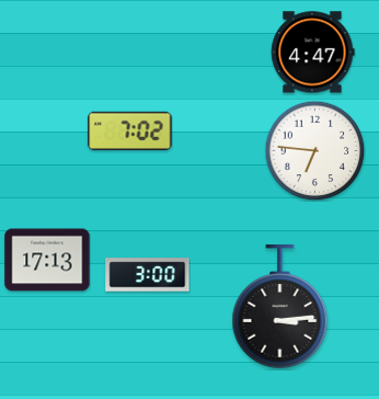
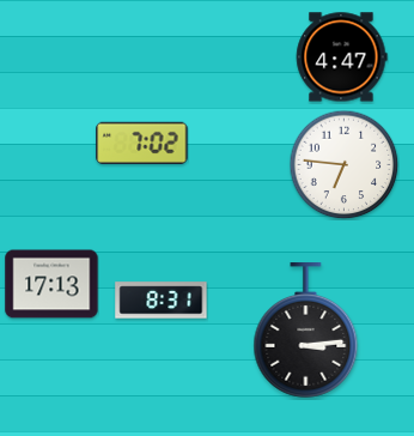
clock at (148, 275): 3:00 -> 8:31
clock at (280, 307) position: (280, 307) -> (306, 331)
